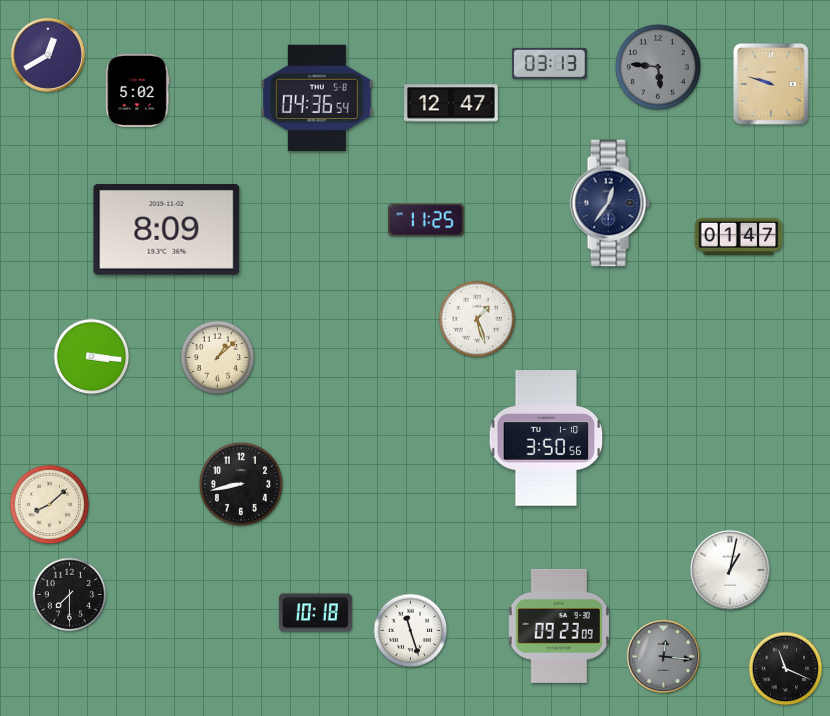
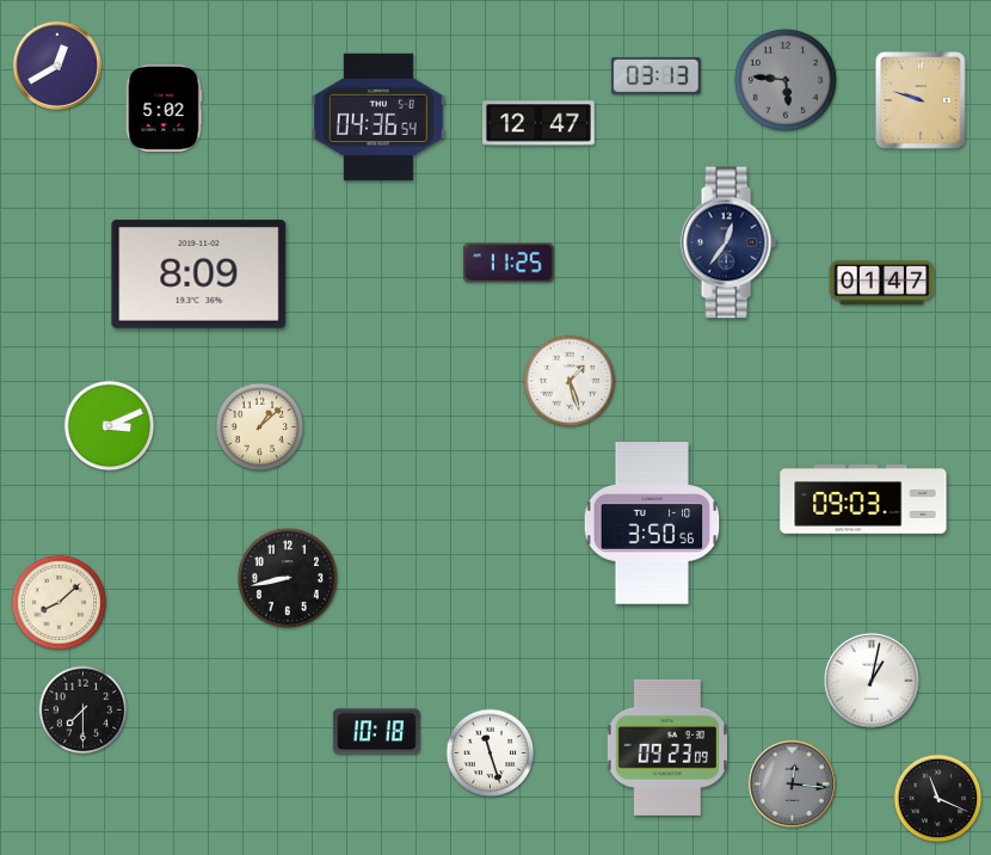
clock at (92, 357): 3:16 -> 3:11
clock at (863, 499): none -> 09:03
